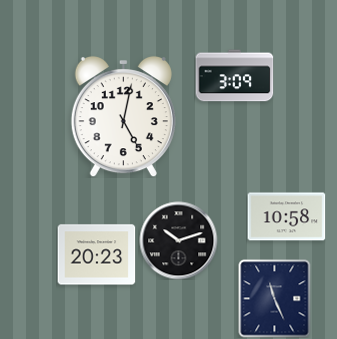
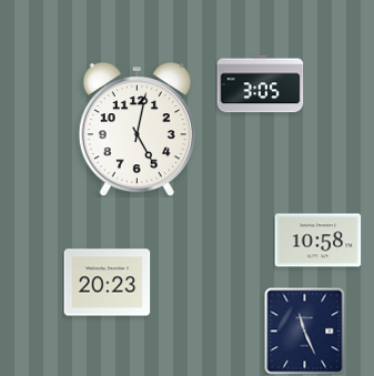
clock at (234, 76): 3:09 -> 3:05
clock at (178, 240): 10:12 -> none
